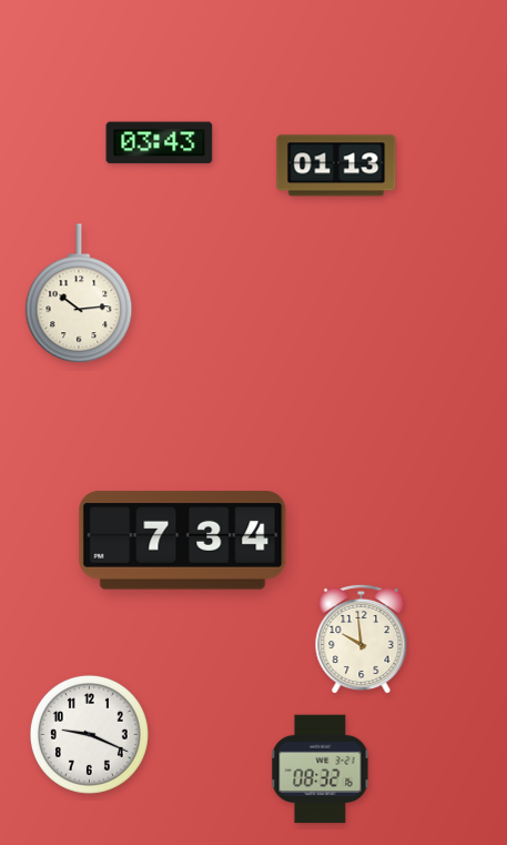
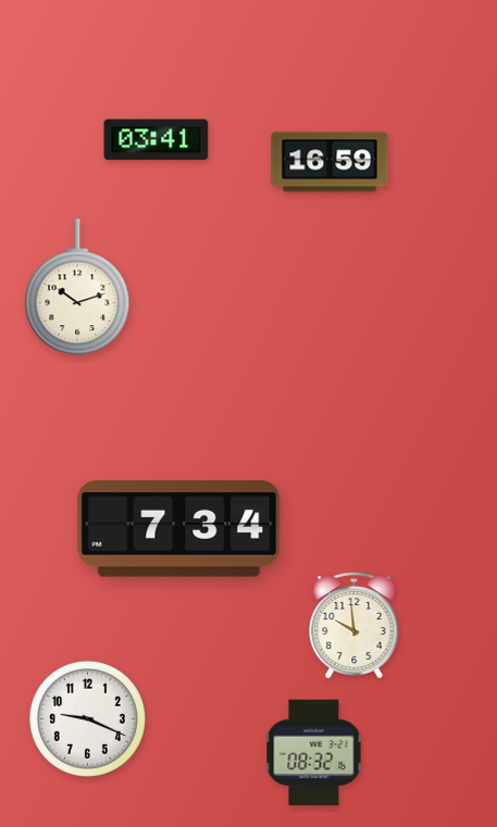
clock at (160, 143): 03:43 -> 03:41
clock at (336, 165): 01:13 -> 16:59
clock at (79, 294): 10:14 -> 10:12
